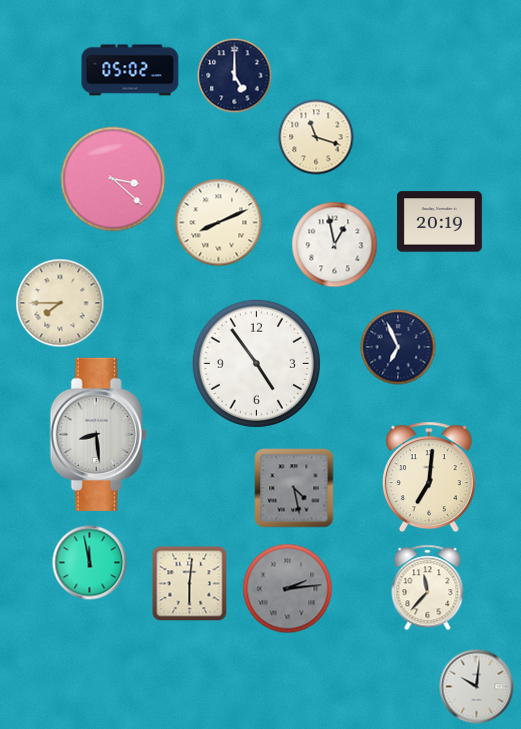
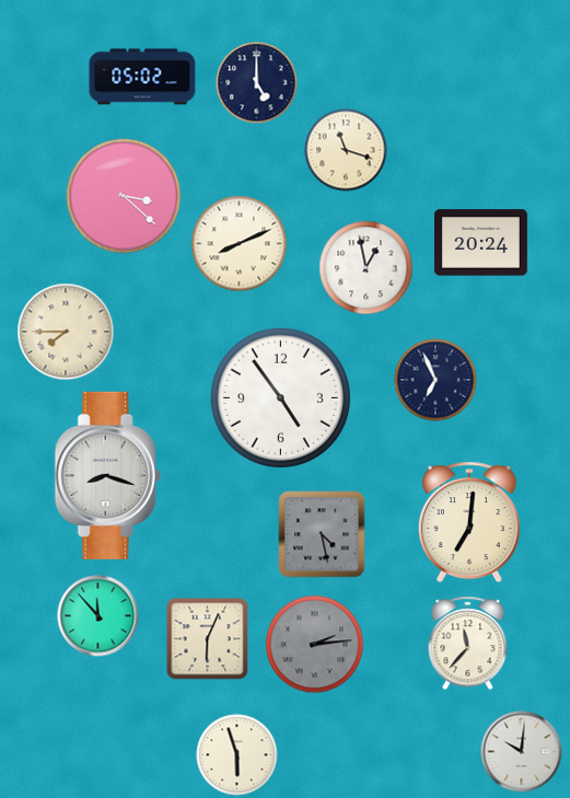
clock at (439, 222): 20:19 -> 20:24
clock at (98, 434): 8:29 -> 8:18
clock at (90, 563): 11:58 -> 11:53
clock at (190, 584): 6:01 -> 6:04
clock at (237, 755): none -> 5:57
